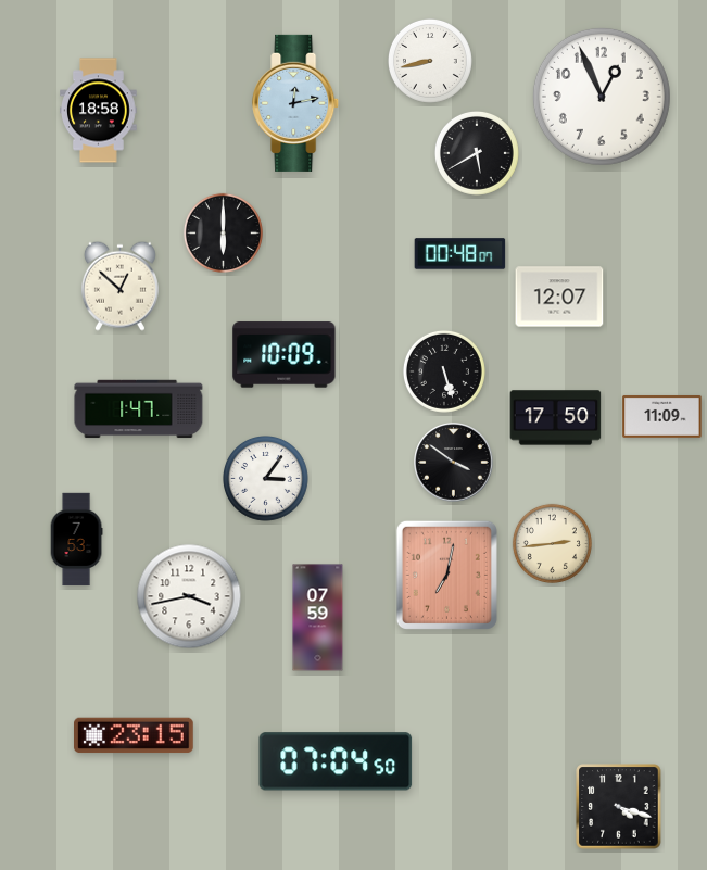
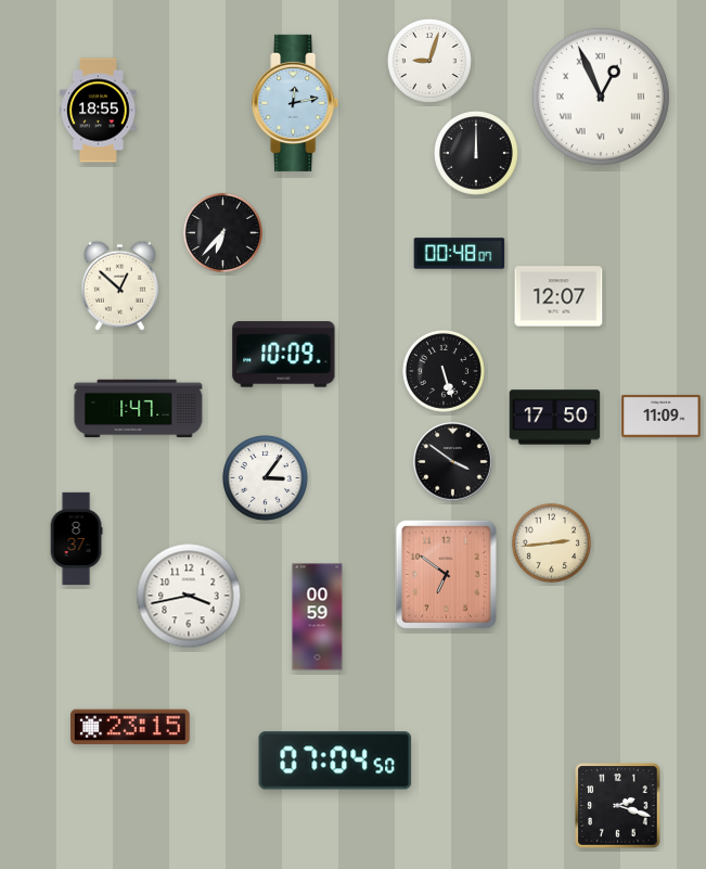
clock at (430, 61): 8:43 -> 9:03
clock at (602, 97) numerals: Arabic -> Roman
clock at (99, 111): 18:58 -> 18:55
clock at (477, 153): 5:40 -> 12:00
clock at (223, 232): 6:00 -> 6:37
clock at (76, 540): 7:53 -> 8:37
clock at (446, 575): 7:02 -> 6:51
clock at (318, 618): 07:59 -> 00:59
clock at (135, 735) position: (135, 735) -> (131, 727)
clock at (619, 807): 4:18 -> 2:18
